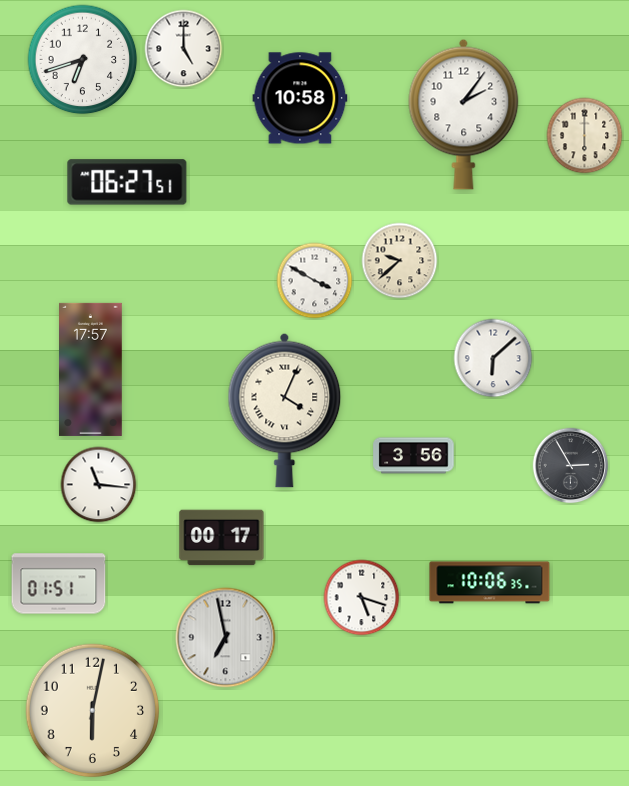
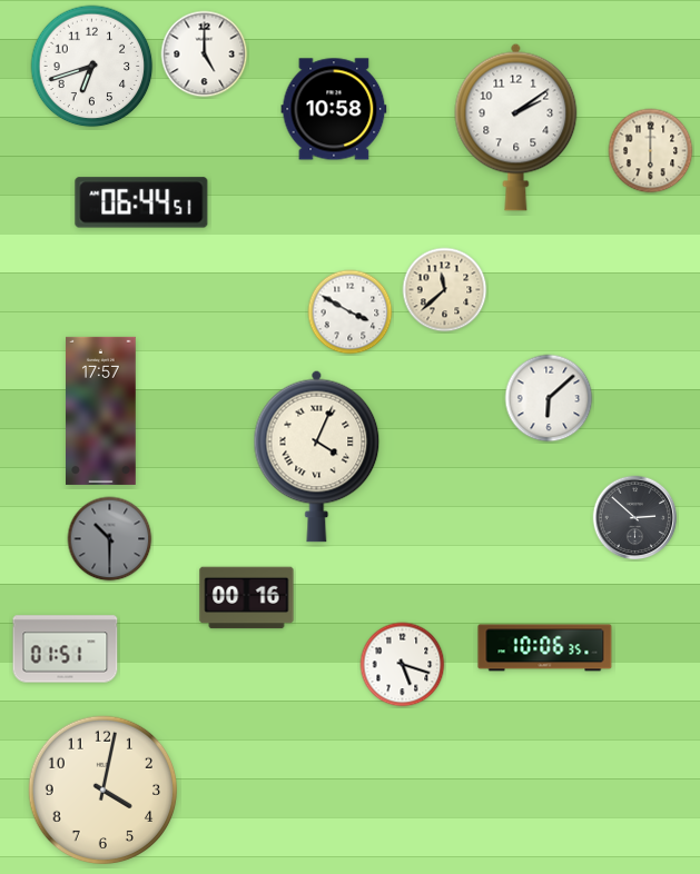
clock at (464, 114): 2:06 -> 2:09
clock at (127, 182): 06:27 -> 06:44
clock at (400, 261): 9:38 -> 11:38
clock at (414, 456): 3:56 -> none
clock at (571, 466): 2:55 -> 2:52
clock at (99, 485): 11:16 -> 10:30
clock at (99, 485) dial: white -> grey
clock at (222, 538): 00:17 -> 00:16
clock at (226, 638): 6:58 -> none
clock at (93, 711): 6:02 -> 4:02
